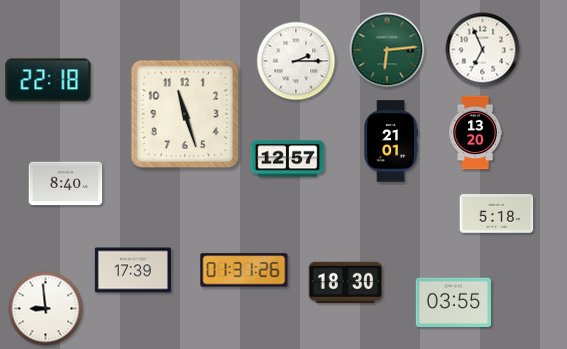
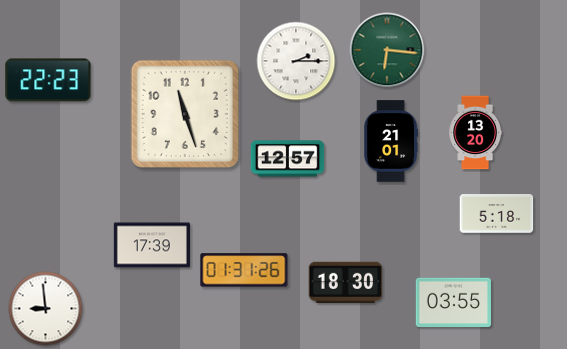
clock at (387, 50): 6:14 -> 6:16
clock at (483, 50): 6:56 -> none
clock at (48, 80): 22:18 -> 22:23
clock at (66, 184): 8:40 -> none
clock at (133, 270) position: (133, 270) -> (152, 245)
